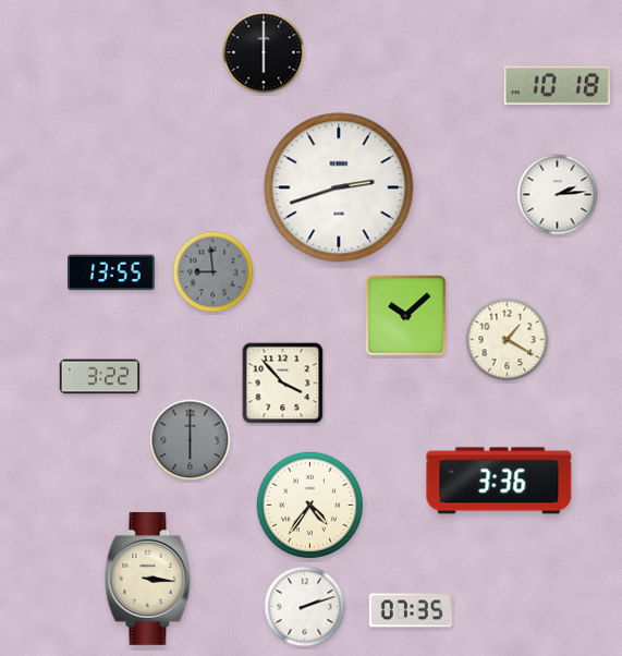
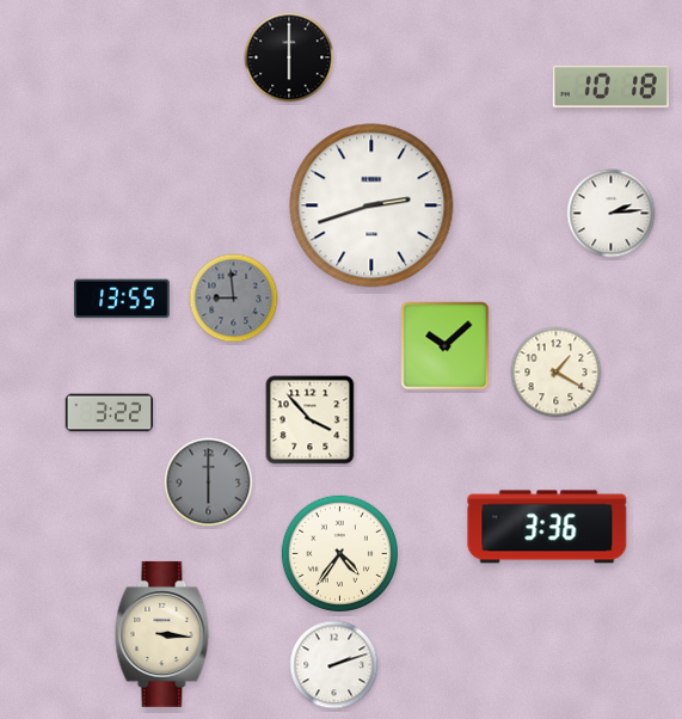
clock at (557, 85) position: (557, 85) -> (610, 86)
clock at (411, 610): 07:35 -> none
